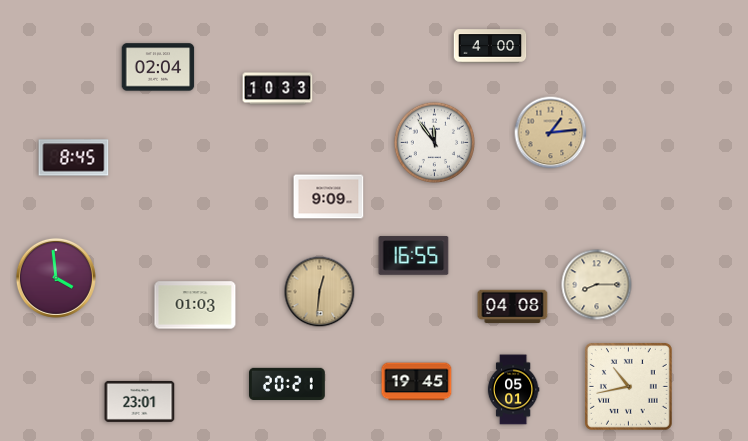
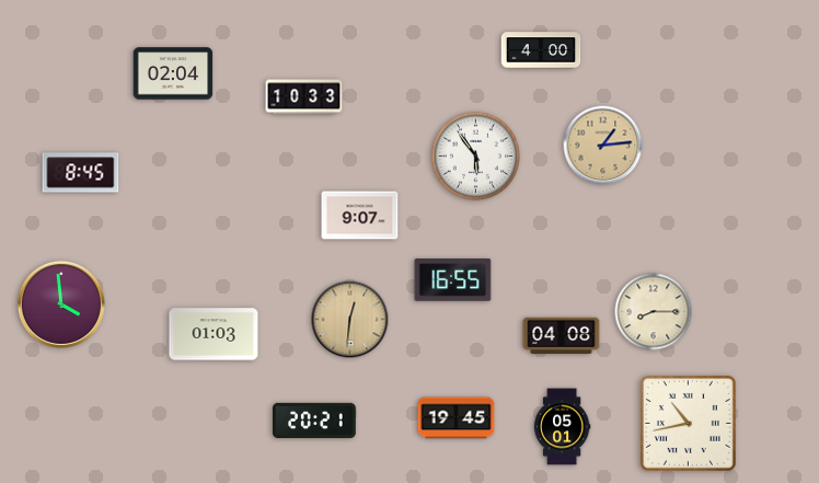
clock at (490, 46) position: (490, 46) -> (541, 50)
clock at (434, 142): 11:54 -> 5:54
clock at (329, 197): 9:09 -> 9:07
clock at (140, 401): 23:01 -> none
